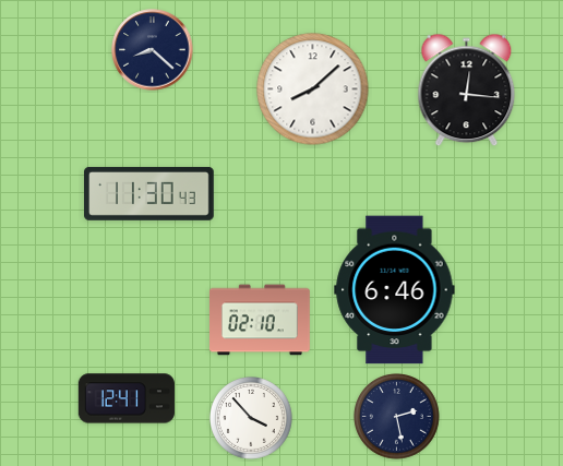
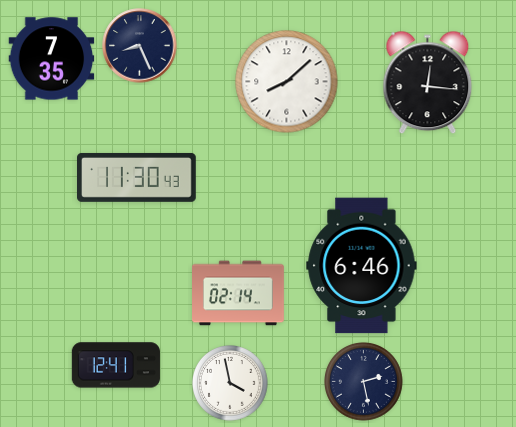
clock at (153, 50): 8:22 -> 8:26
clock at (52, 59): none -> 7:35
clock at (261, 320): 02:10 -> 02:14
clock at (252, 419): 3:53 -> 3:58
